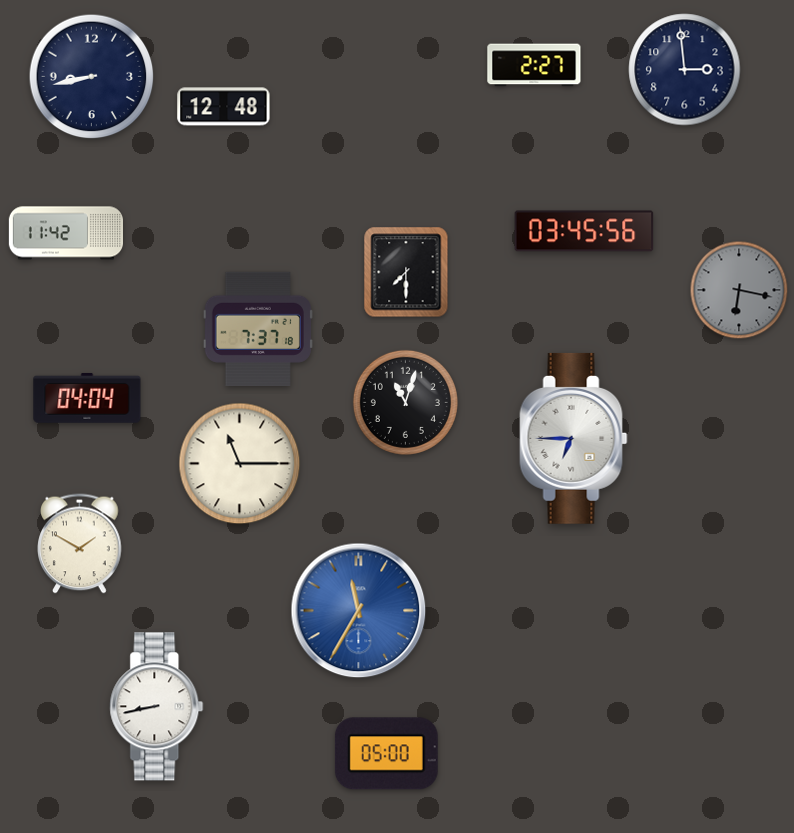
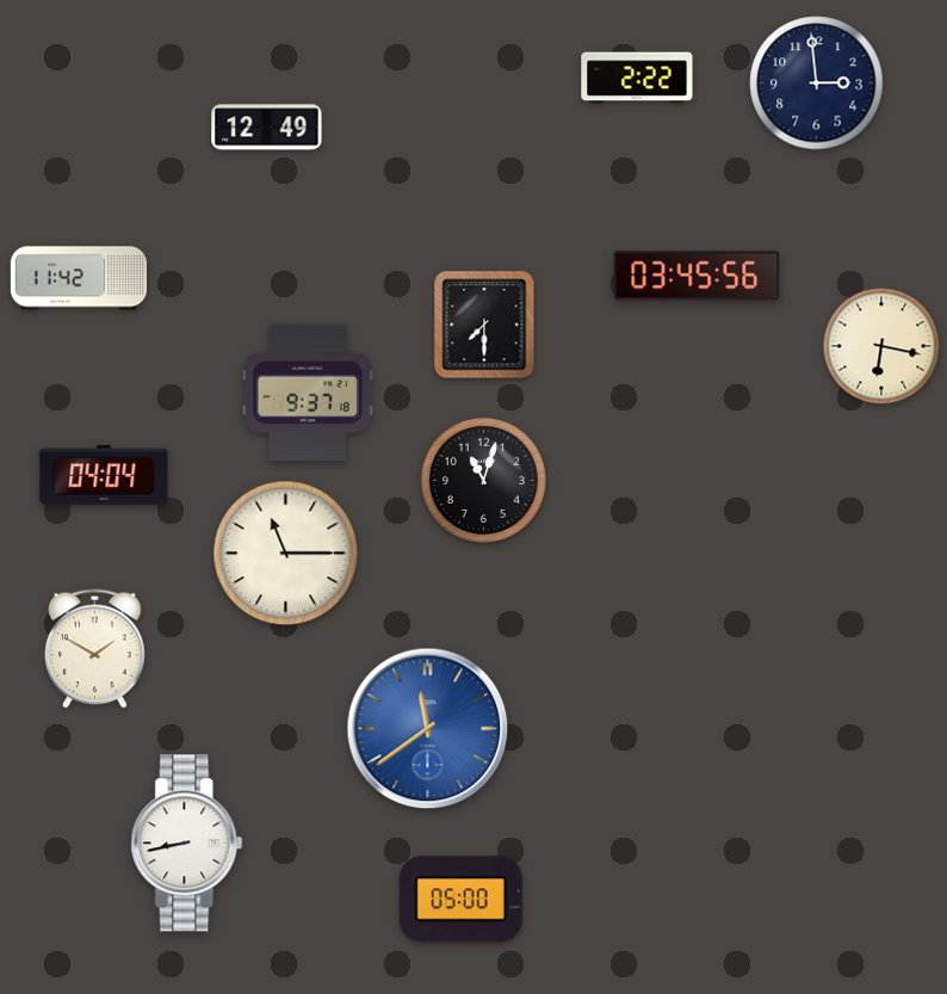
clock at (534, 65): 2:27 -> 2:22
clock at (92, 77): 8:43 -> none
clock at (224, 107): 12:48 -> 12:49
clock at (739, 290) dial: grey -> cream
clock at (258, 329): 7:37 -> 9:37
clock at (574, 438): 6:45 -> none
clock at (359, 611): 11:35 -> 11:39
